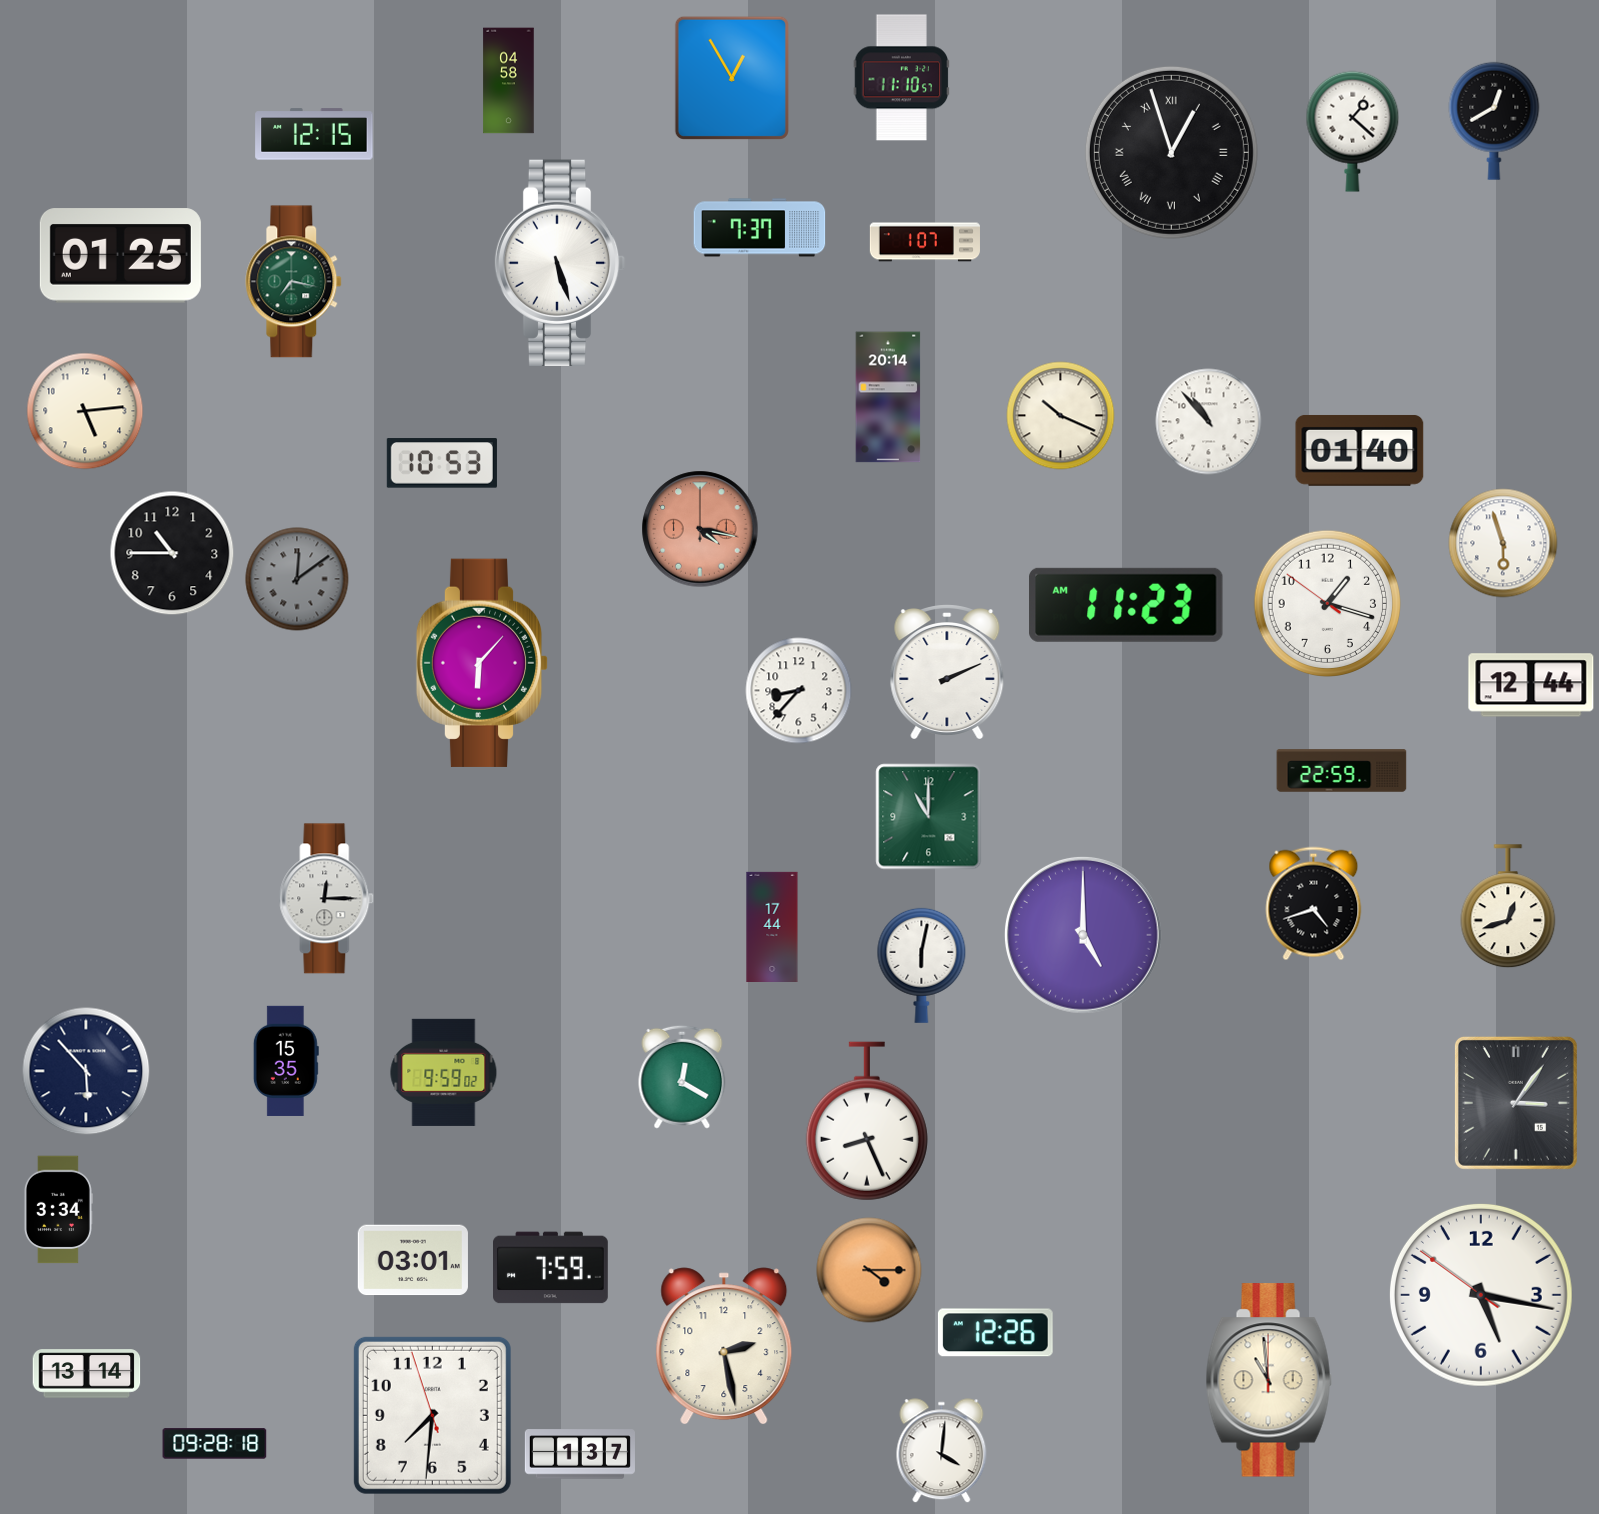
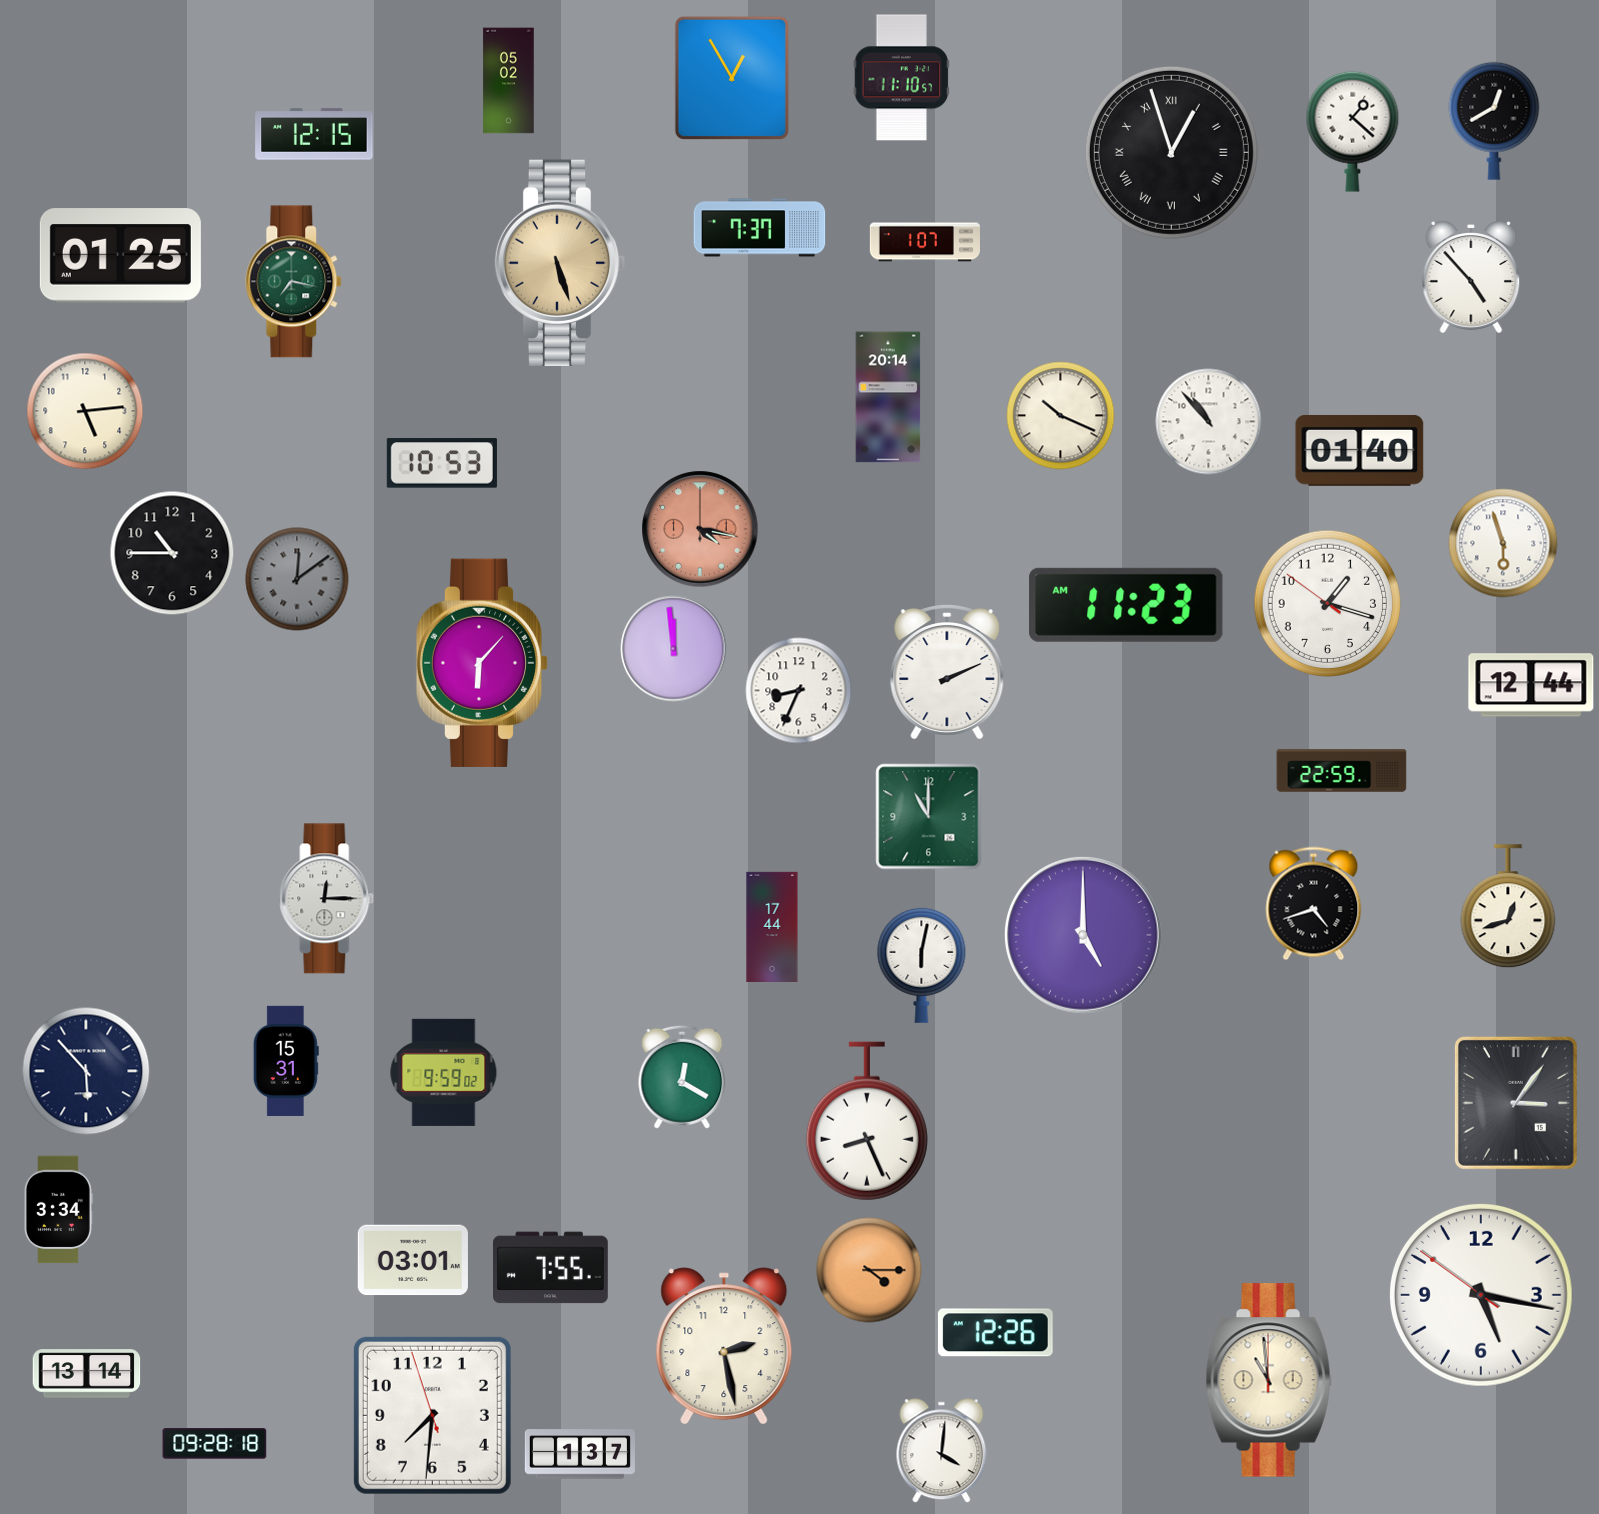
clock at (509, 81): 04:58 -> 05:02
clock at (560, 262) dial: white -> champagne
clock at (1471, 277): none -> 4:53
clock at (674, 649): none -> 11:59
clock at (799, 691): 8:37 -> 8:34
clock at (286, 1061): 15:35 -> 15:31
clock at (551, 1268): 7:59 -> 7:55
